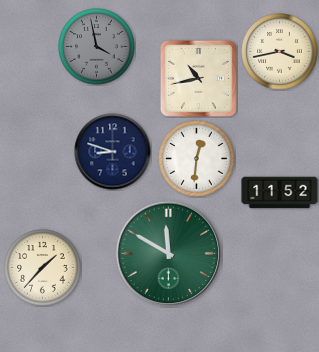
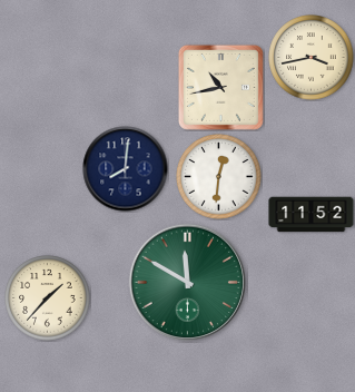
clock at (97, 47): 3:58 -> none
clock at (113, 152): 8:48 -> 8:01
